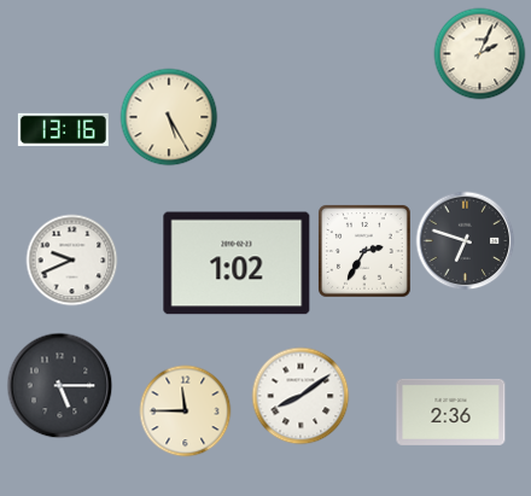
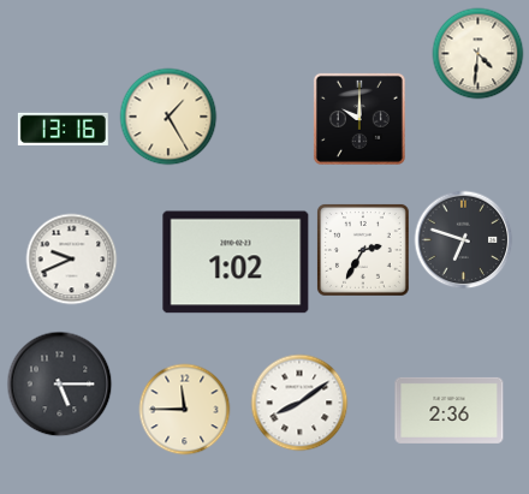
clock at (480, 54): 2:04 -> 4:31
clock at (169, 117): 5:25 -> 1:25
clock at (359, 119): none -> 10:00
clock at (300, 396) position: (300, 396) -> (299, 403)
